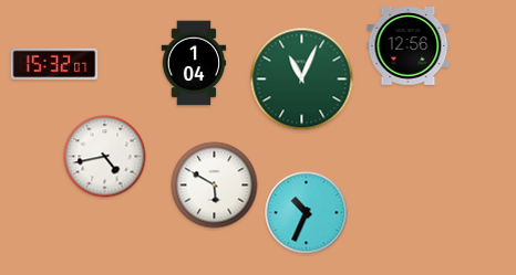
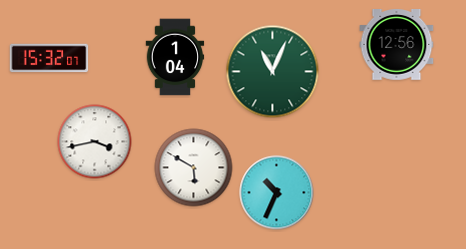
clock at (409, 46) position: (409, 46) -> (397, 45)
clock at (105, 157): 4:43 -> 3:43
